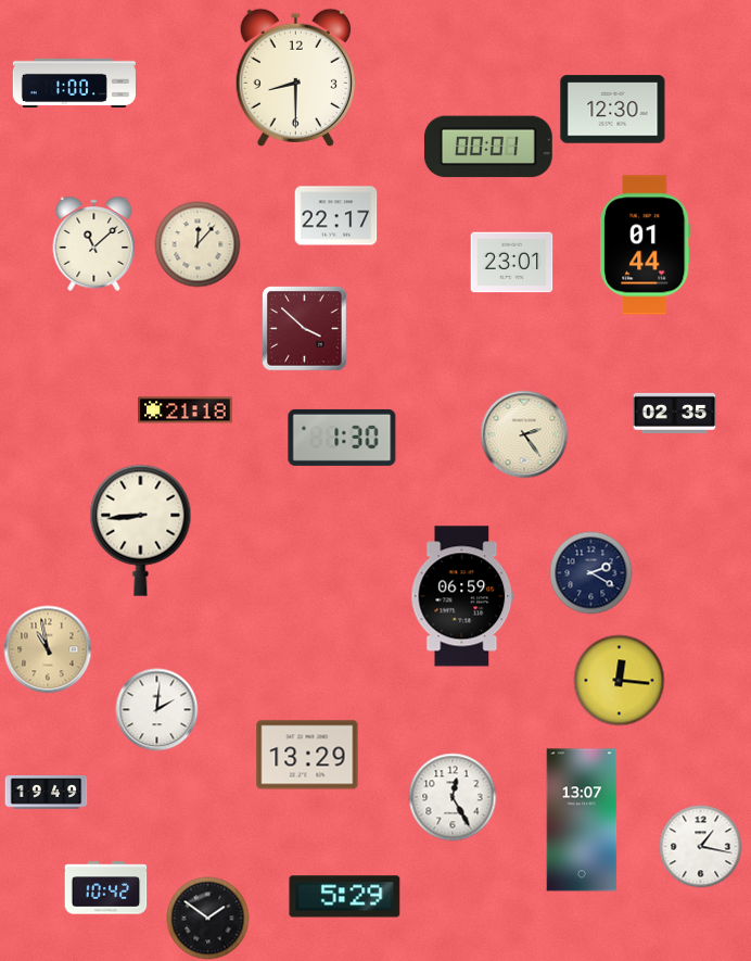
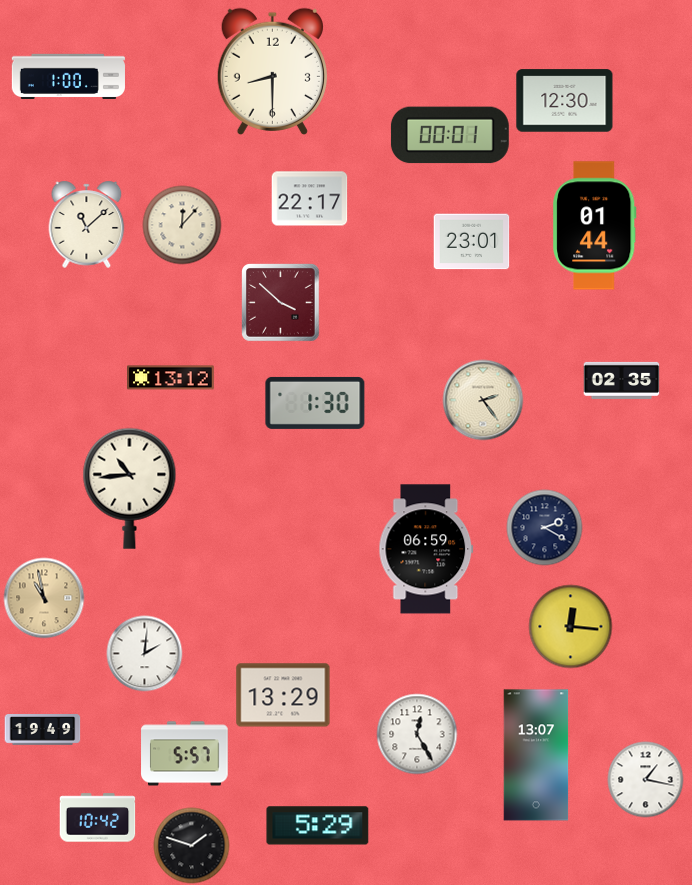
clock at (186, 410): 21:18 -> 13:12
clock at (141, 530): 8:44 -> 10:44
clock at (185, 754): none -> 5:57
clock at (208, 919): 1:51 -> 1:48
